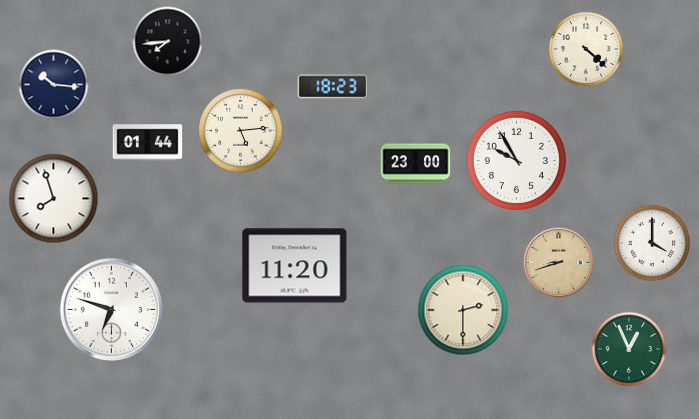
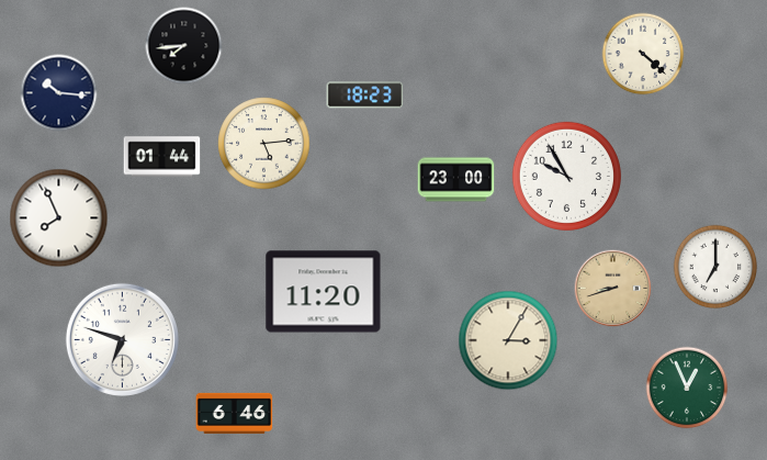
clock at (54, 199): 7:57 -> 7:56
clock at (652, 243): 4:00 -> 7:00
clock at (463, 310): 2:30 -> 3:05
clock at (629, 349) position: (629, 349) -> (687, 388)
clock at (235, 413): none -> 6:46
